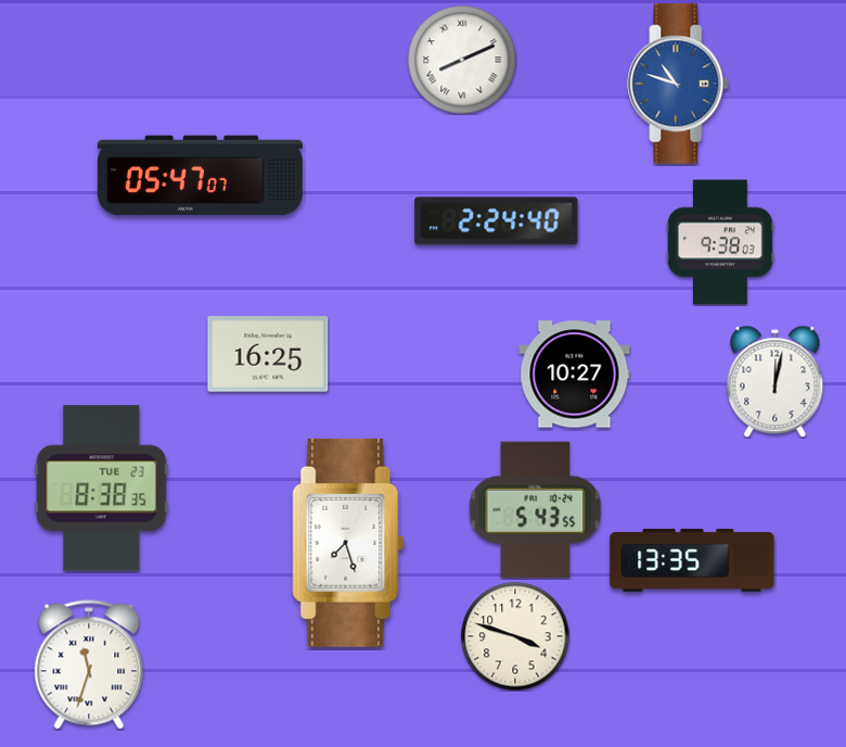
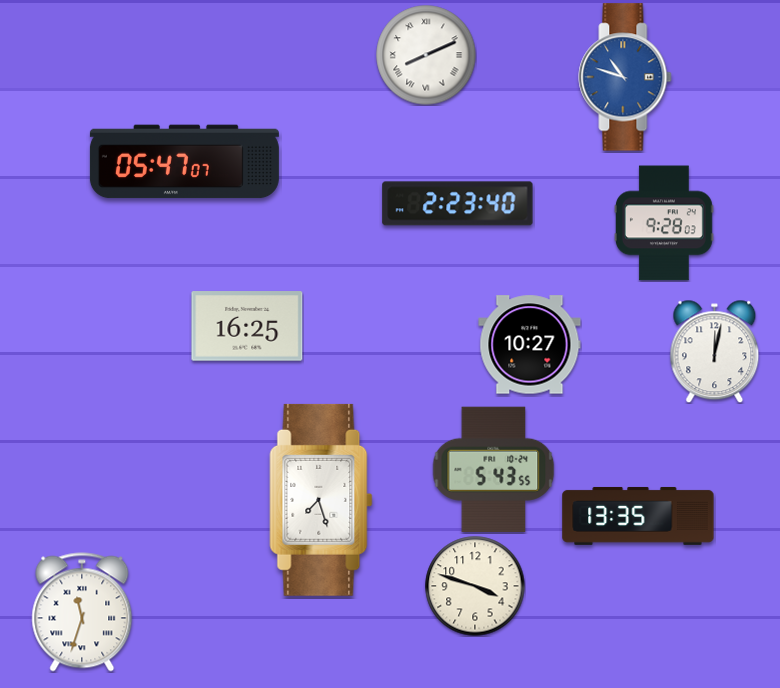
clock at (497, 221): 2:24 -> 2:23
clock at (720, 242): 9:38 -> 9:28
clock at (102, 489): 8:38 -> none
